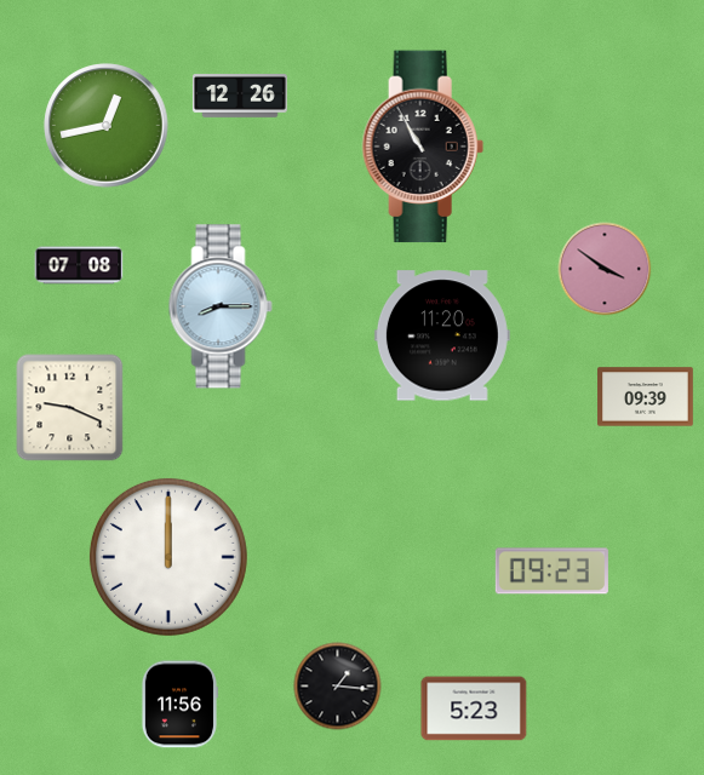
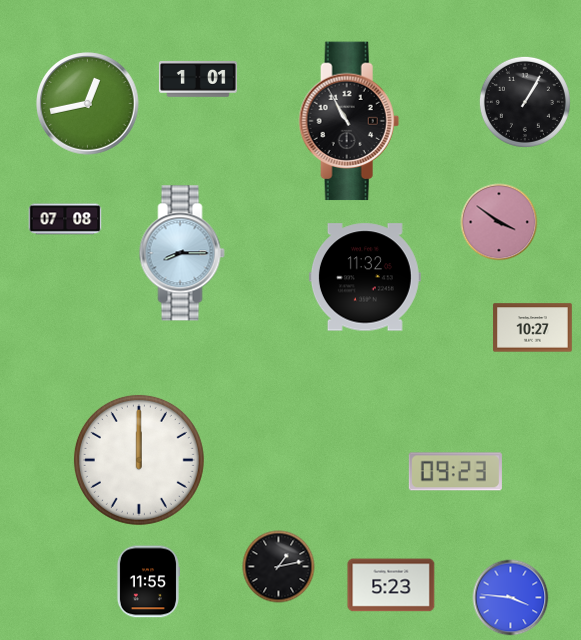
clock at (240, 96): 12:26 -> 1:01
clock at (525, 102): none -> 1:05
clock at (442, 335): 11:20 -> 11:32
clock at (646, 397): 09:39 -> 10:27
clock at (70, 408): 9:19 -> none
clock at (338, 687): 1:16 -> 1:13
clock at (179, 705): 11:56 -> 11:55
clock at (511, 598): none -> 3:46
